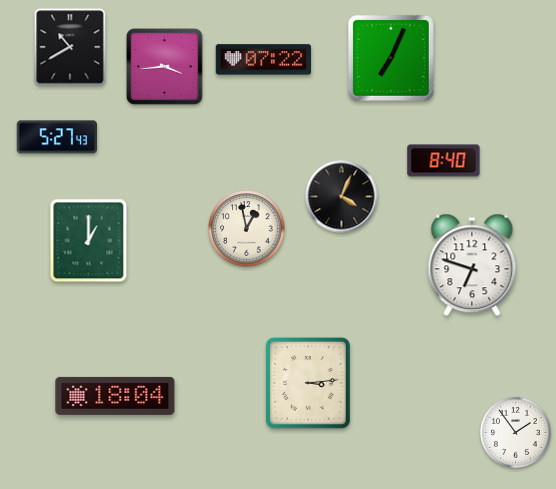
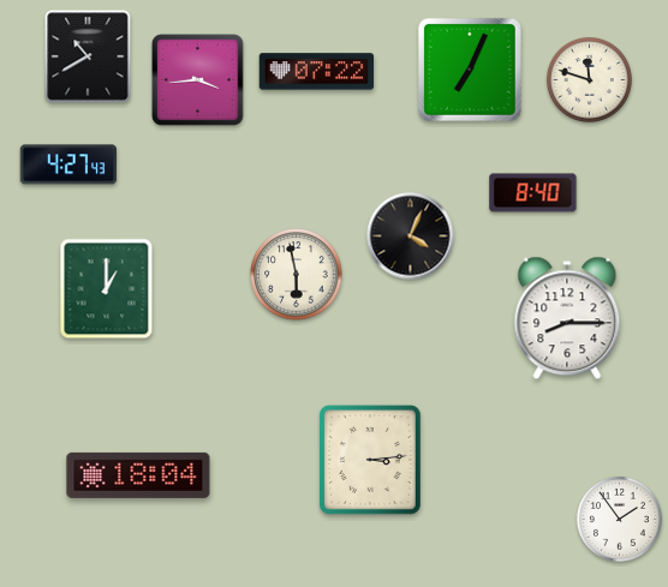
clock at (70, 47) position: (70, 47) -> (88, 56)
clock at (589, 79): none -> 11:48
clock at (56, 137): 5:27 -> 4:27
clock at (247, 229): 12:58 -> 5:58
clock at (472, 265): 6:48 -> 8:15
